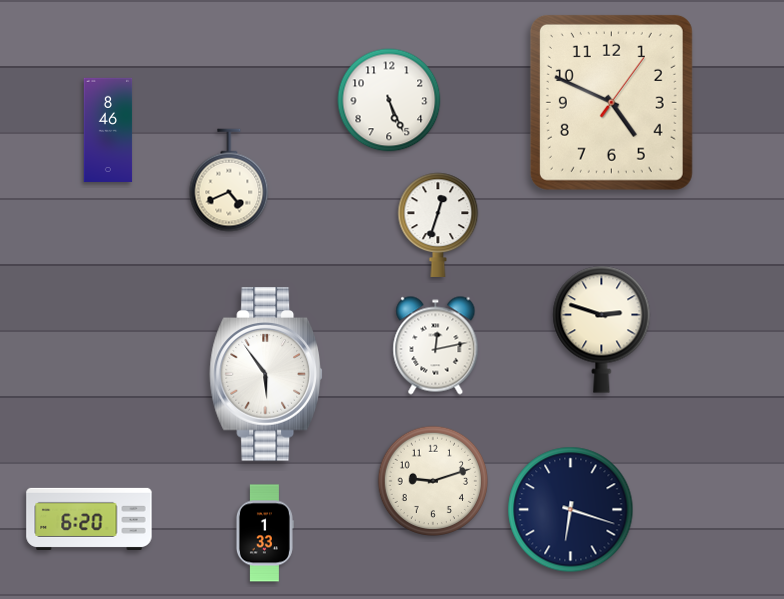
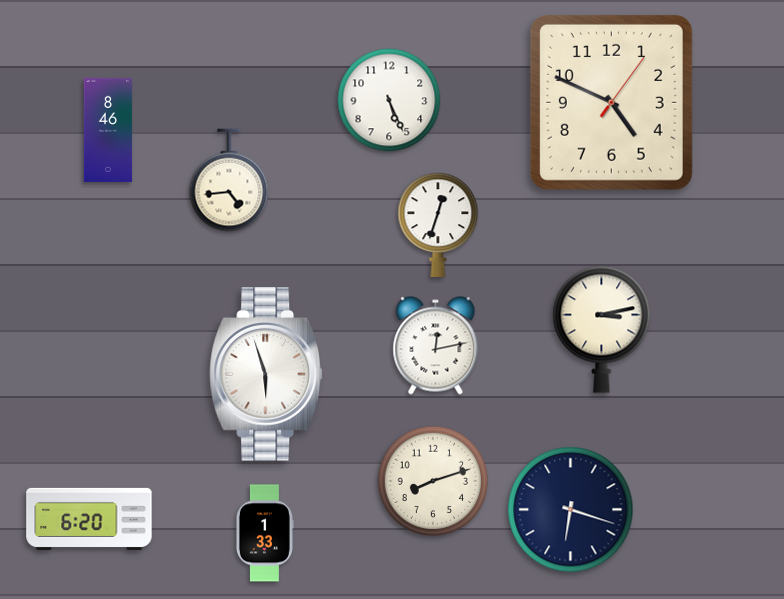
clock at (229, 180): 4:41 -> 4:44
clock at (602, 329): 2:48 -> 3:13
clock at (266, 374): 5:54 -> 5:57
clock at (433, 481): 9:12 -> 8:12
